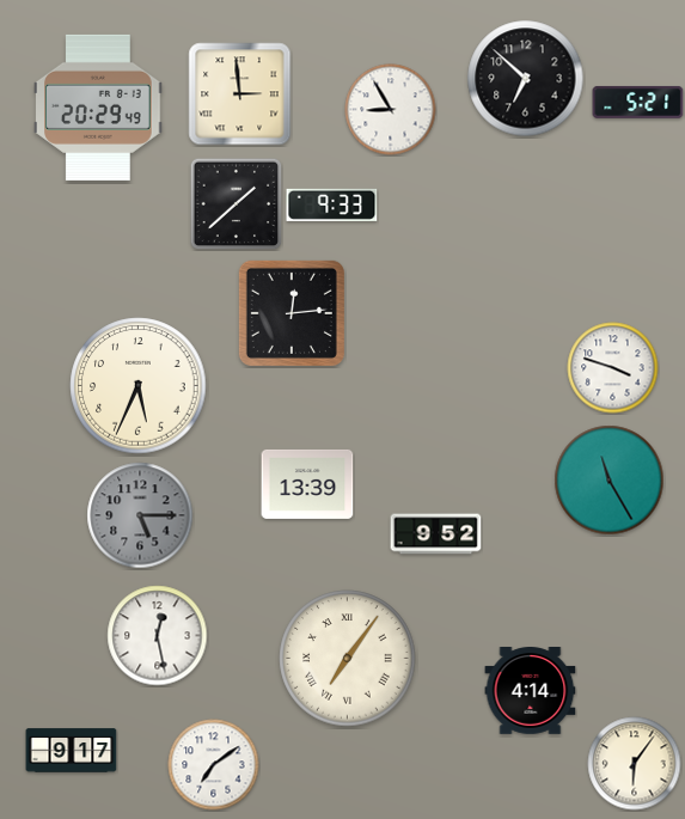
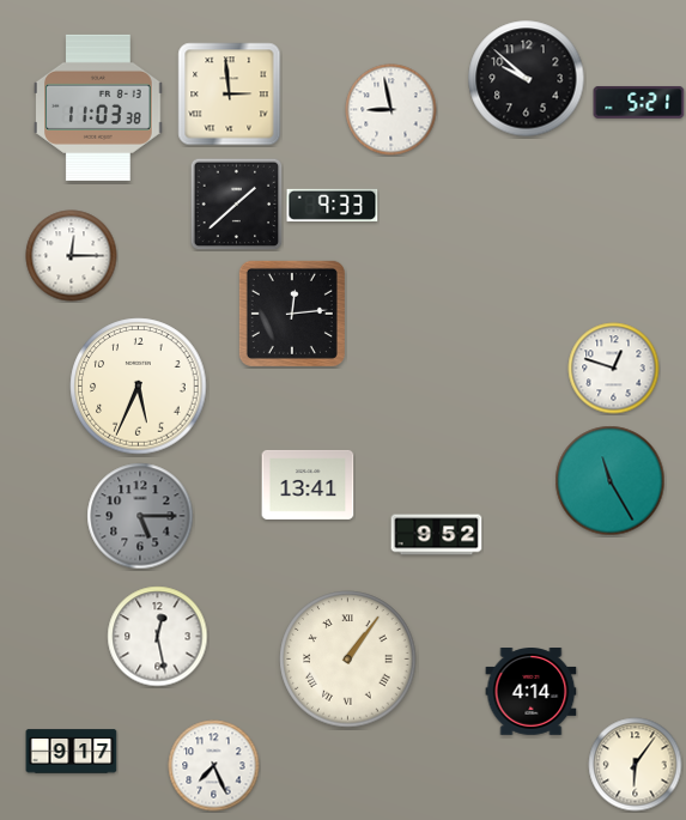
clock at (526, 79): 6:52 -> 9:52
clock at (240, 94) position: (240, 94) -> (230, 95)
clock at (99, 108): 20:29 -> 11:03
clock at (391, 110): 8:55 -> 8:58
clock at (72, 256): none -> 12:15
clock at (613, 368): 3:48 -> 12:48
clock at (307, 484): 13:39 -> 13:41
clock at (348, 659): 7:06 -> 1:06
clock at (214, 765): 7:09 -> 7:26
